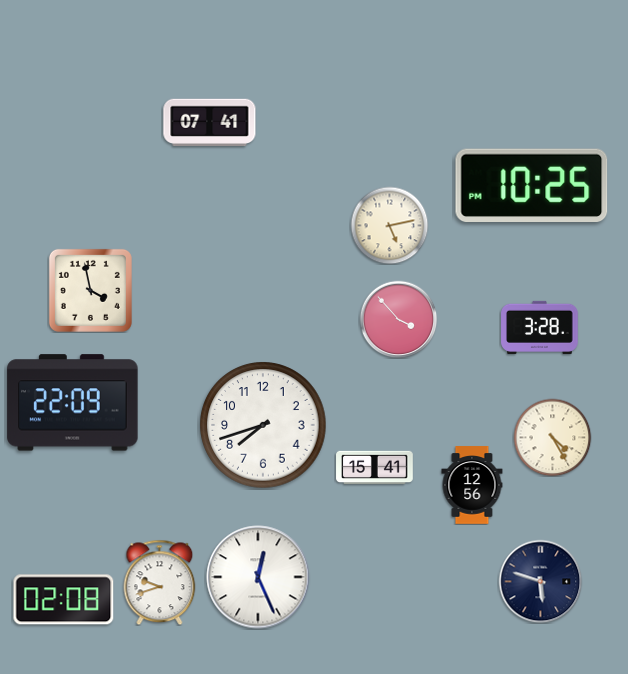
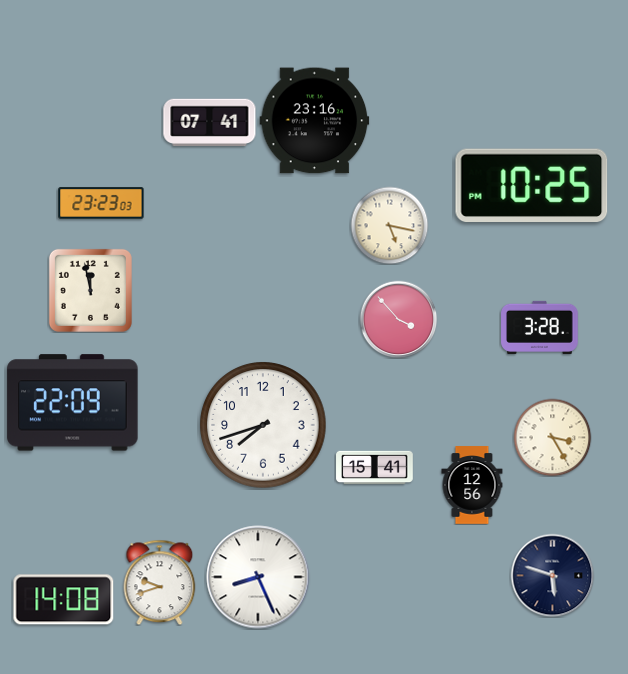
clock at (315, 121): none -> 23:16
clock at (101, 203): none -> 23:23
clock at (389, 225): 5:13 -> 5:17
clock at (90, 290): 3:58 -> 11:58
clock at (552, 437): 4:25 -> 3:25
clock at (258, 577): 12:26 -> 8:26
clock at (540, 581) position: (540, 581) -> (552, 575)
clock at (64, 600): 02:08 -> 14:08
